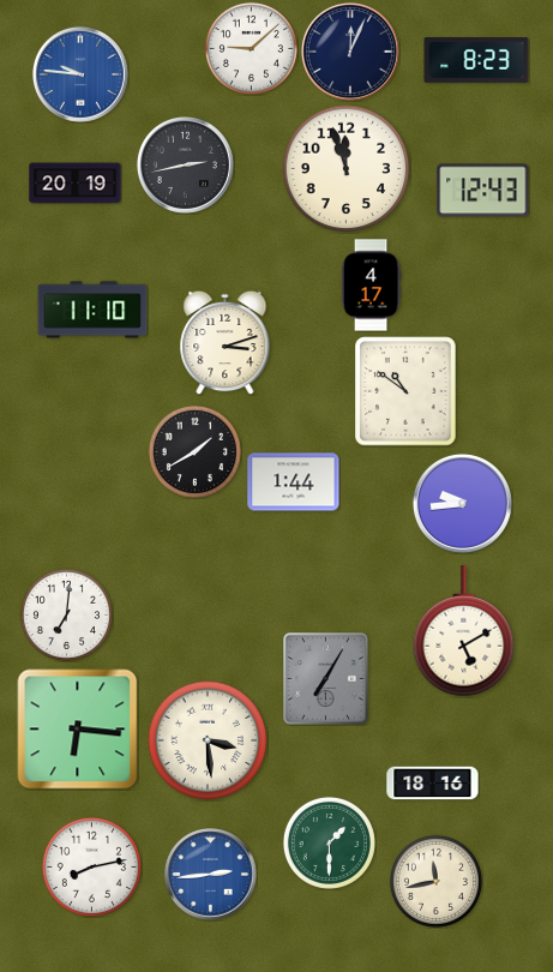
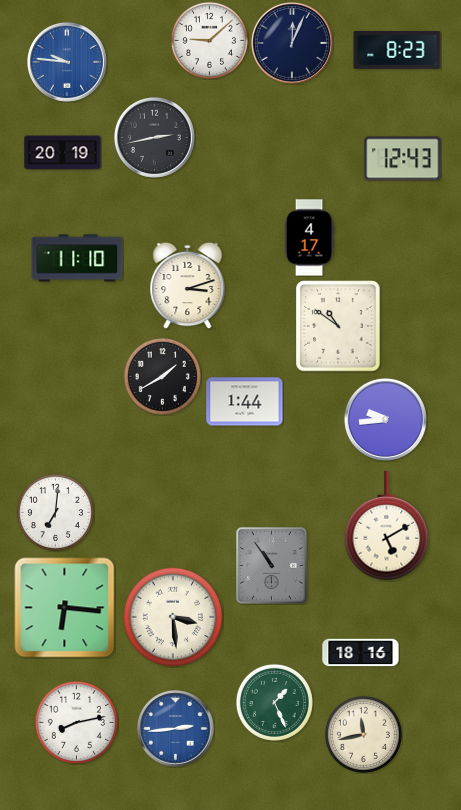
clock at (347, 169): 11:57 -> none
clock at (326, 679): 7:05 -> 10:54
clock at (329, 842): 1:30 -> 1:26
